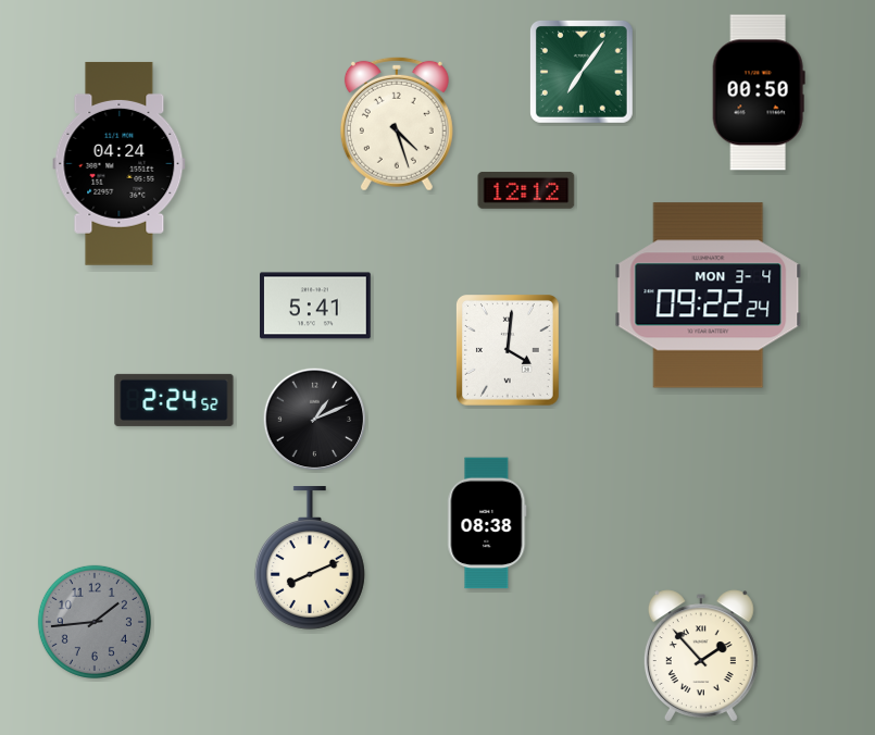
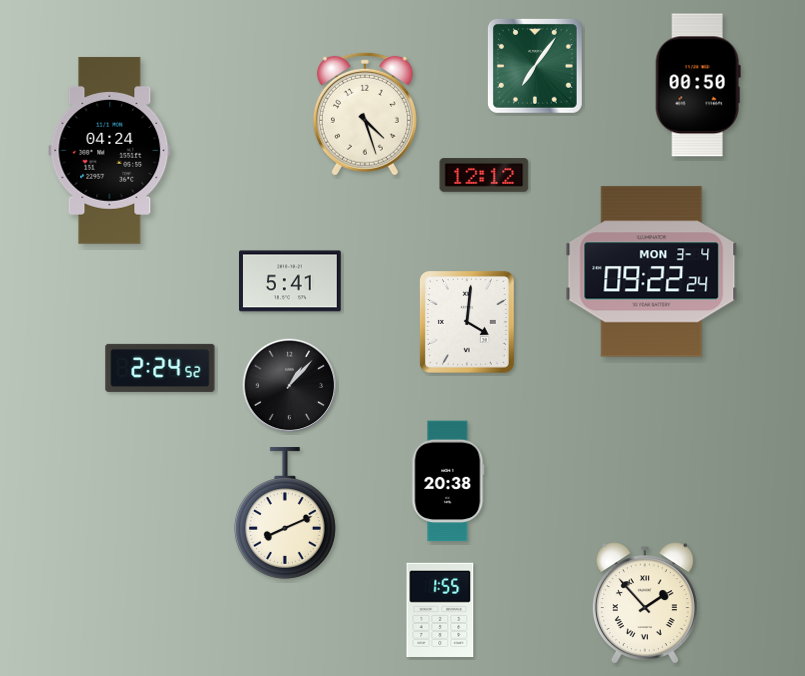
clock at (315, 420): 1:11 -> 1:07
clock at (487, 523): 08:38 -> 20:38
clock at (95, 622): 1:44 -> none
clock at (440, 609): none -> 1:55
